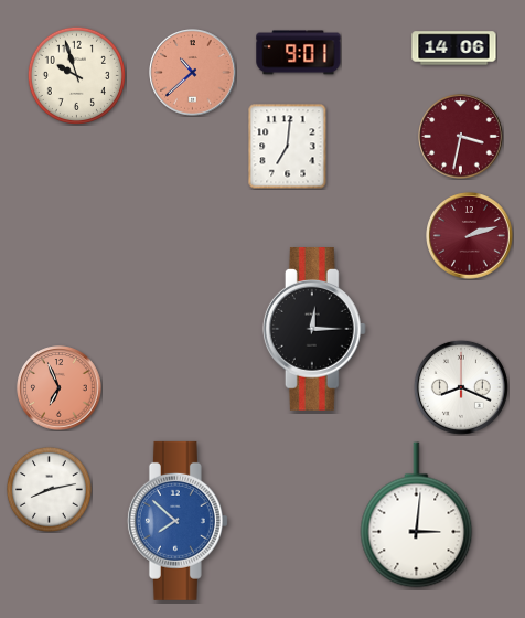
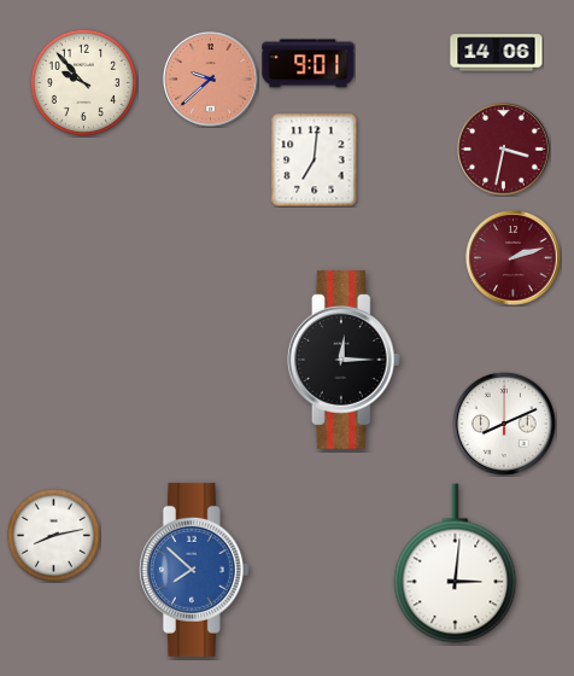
clock at (299, 53) position: (299, 53) -> (309, 64)
clock at (193, 73): 10:38 -> 9:38
clock at (76, 75): 9:57 -> 9:53
clock at (461, 387): 8:19 -> 8:11
clock at (60, 388): 6:56 -> none
